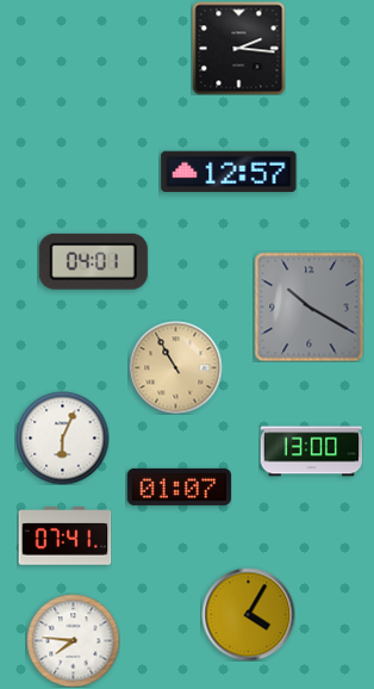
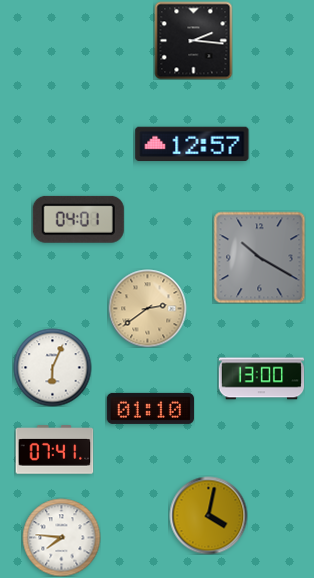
clock at (238, 48) position: (238, 48) -> (193, 40)
clock at (175, 367): 10:55 -> 2:39
clock at (179, 486): 01:07 -> 01:10
clock at (248, 614): 4:05 -> 4:02
